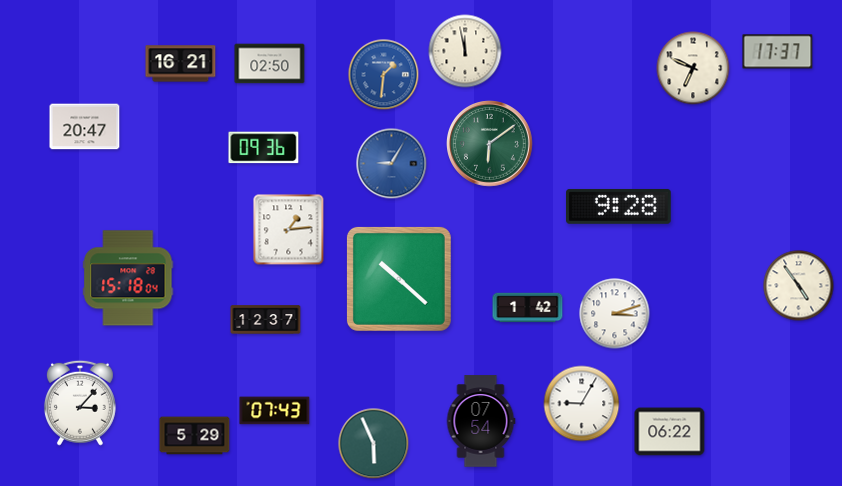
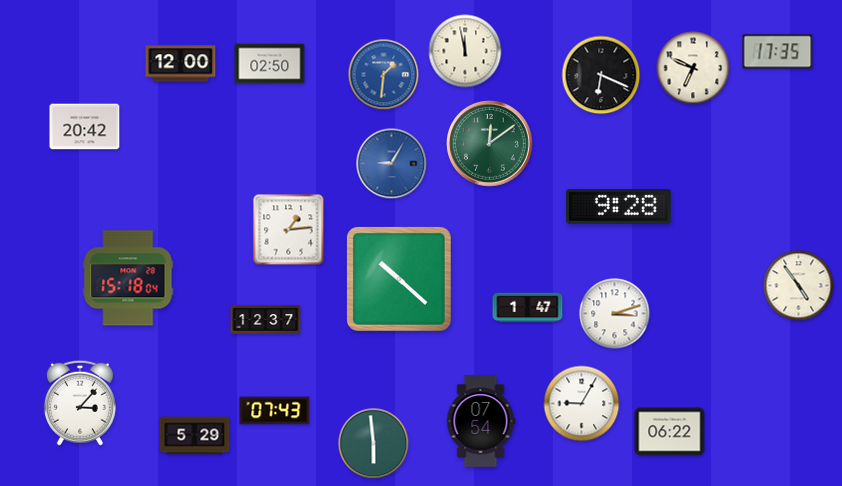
clock at (778, 52): 17:37 -> 17:35
clock at (181, 64): 16:21 -> 12:00
clock at (601, 75): none -> 6:19
clock at (85, 127): 20:47 -> 20:42
clock at (490, 144): 6:09 -> 12:09
clock at (264, 148): 09:36 -> none
clock at (528, 308): 1:42 -> 1:47
clock at (374, 444): 5:56 -> 5:59
